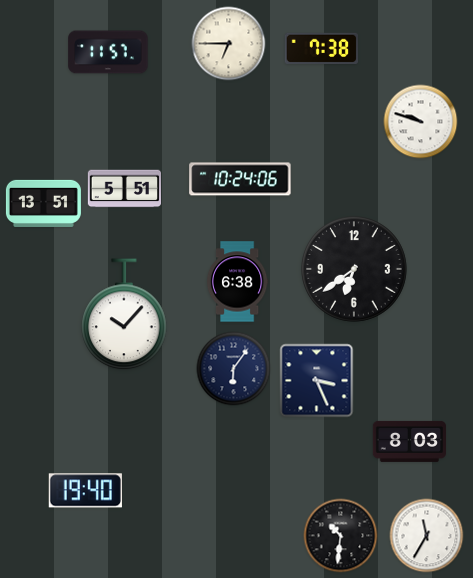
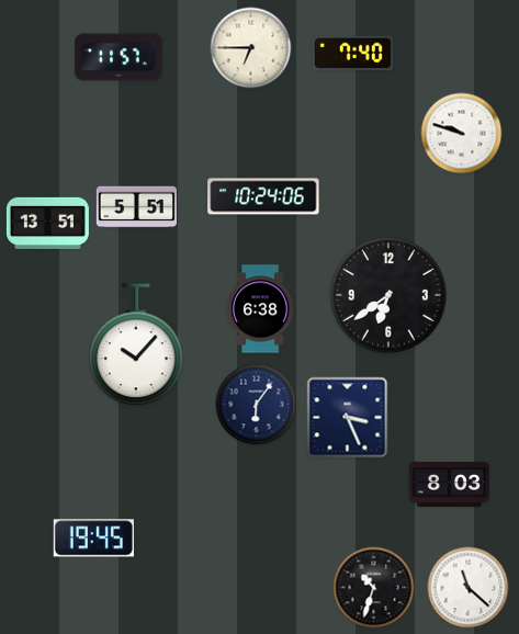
clock at (321, 48): 7:38 -> 7:40
clock at (85, 491): 19:40 -> 19:45
clock at (341, 536): 10:31 -> 10:33
clock at (427, 536): 11:35 -> 11:22
